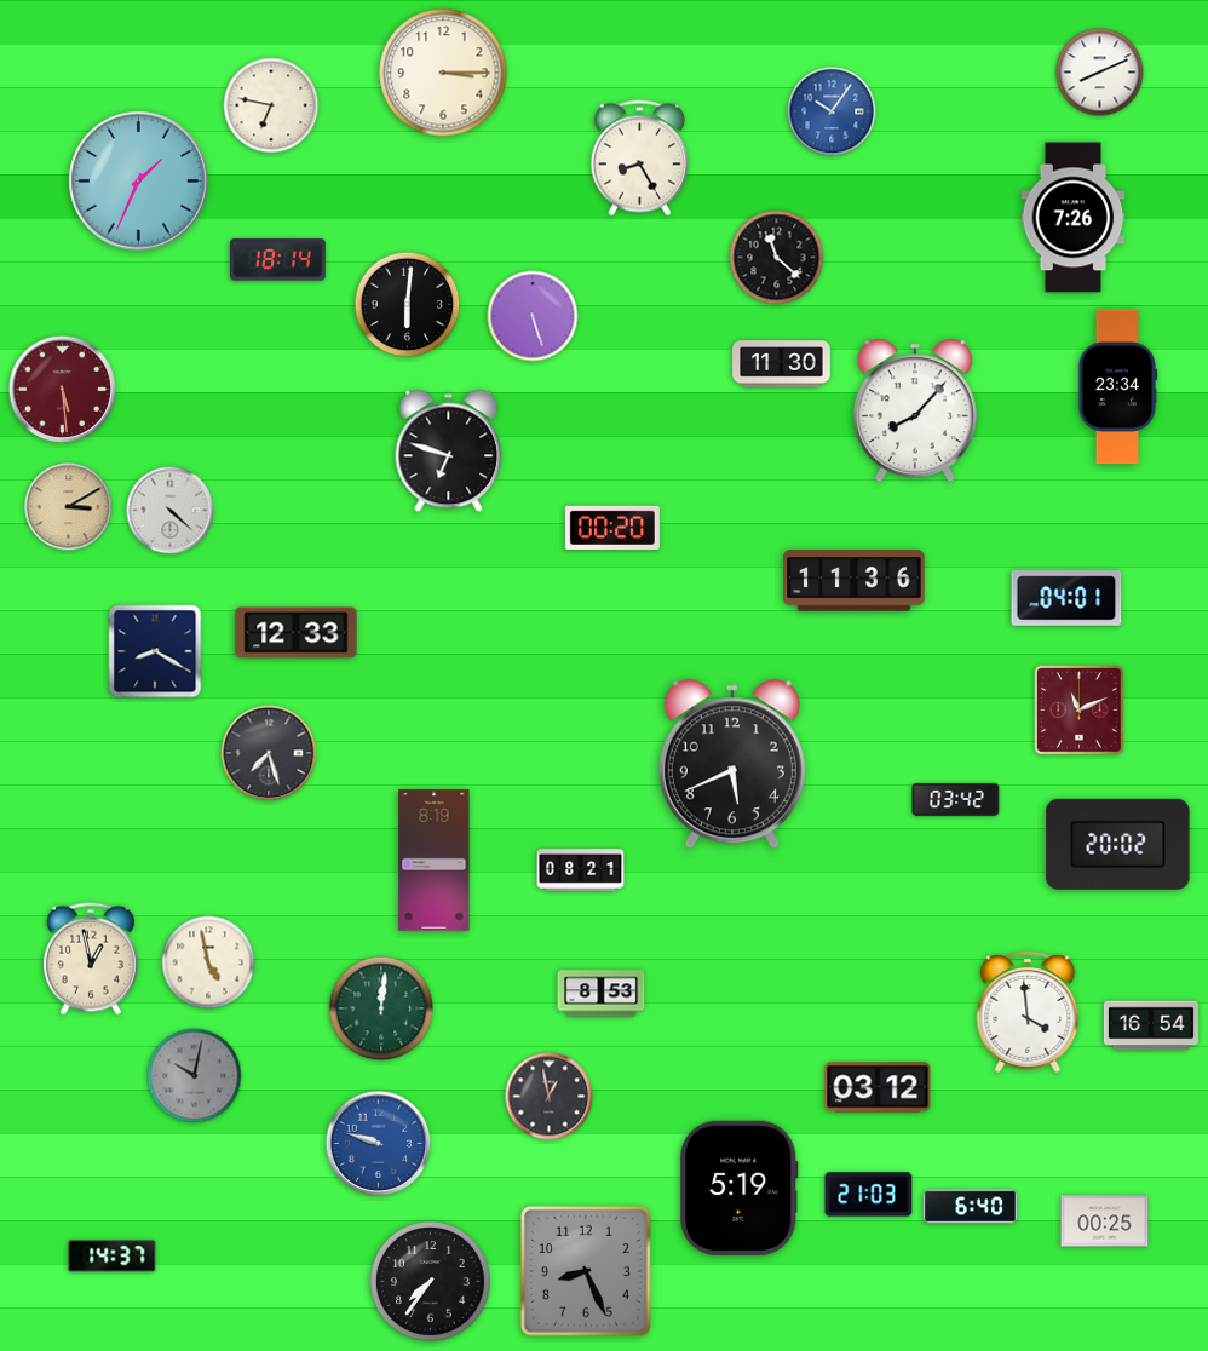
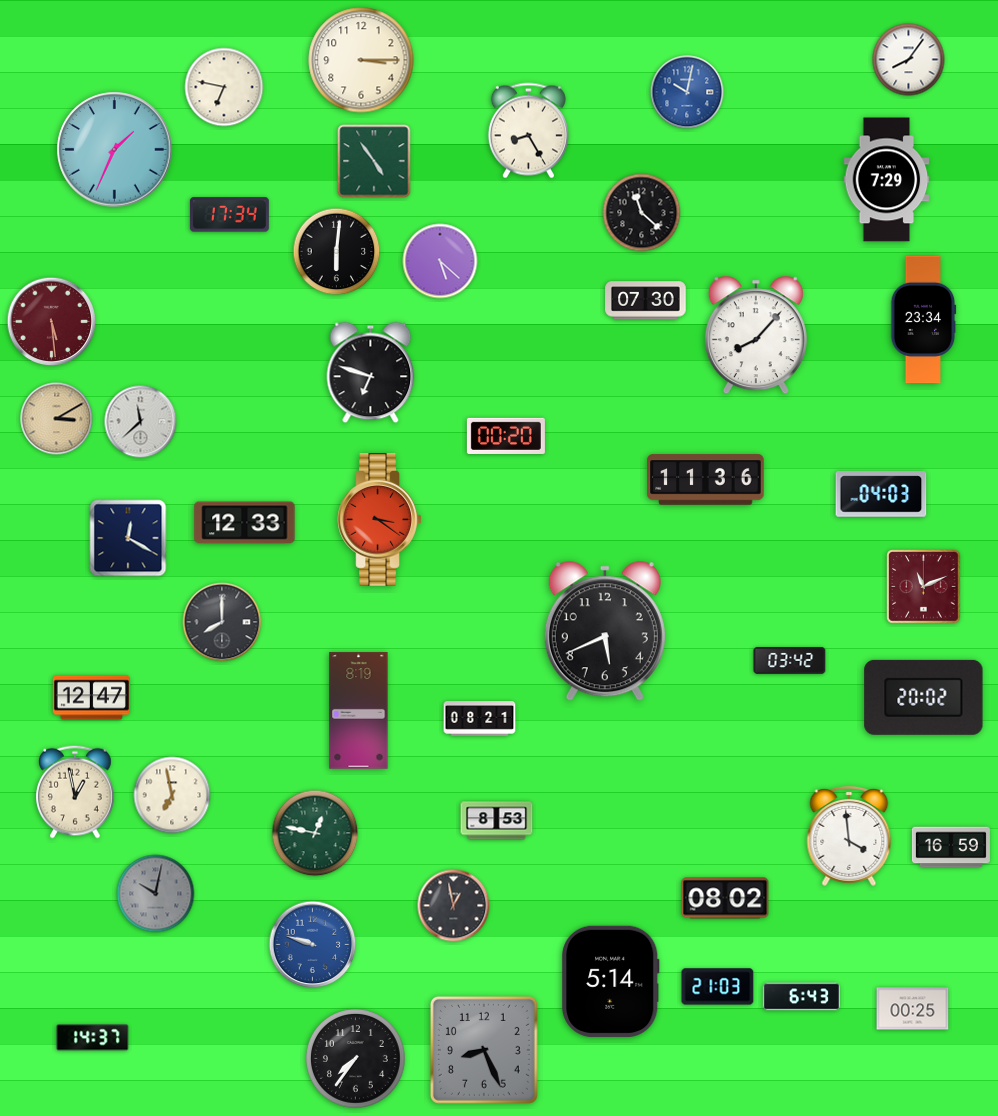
clock at (443, 73) position: (443, 73) -> (361, 60)
clock at (1100, 73): 8:11 -> 8:06
clock at (832, 111): 10:06 -> 10:02
clock at (374, 161): none -> 4:54
clock at (1074, 218): 7:26 -> 7:29
clock at (277, 260): 18:14 -> 17:34
clock at (533, 316): 5:27 -> 5:22
clock at (782, 364): 11:30 -> 07:30
clock at (915, 410) position: (915, 410) -> (756, 335)
clock at (171, 511): 4:22 -> 11:38
clock at (1066, 598): 04:01 -> 04:03
clock at (380, 520): none -> 3:21
clock at (155, 651): 8:20 -> 12:20
clock at (1080, 711) position: (1080, 711) -> (924, 587)
clock at (269, 753): 7:27 -> 8:00
clock at (91, 698): none -> 12:47
clock at (208, 962): 4:58 -> 6:58
clock at (381, 1008): 12:01 -> 12:47
clock at (1151, 1025): 16:54 -> 16:59
clock at (195, 1076) position: (195, 1076) -> (156, 894)
clock at (878, 1087): 03:12 -> 08:02
clock at (740, 1188): 5:19 -> 5:14
clock at (970, 1207): 6:40 -> 6:43
